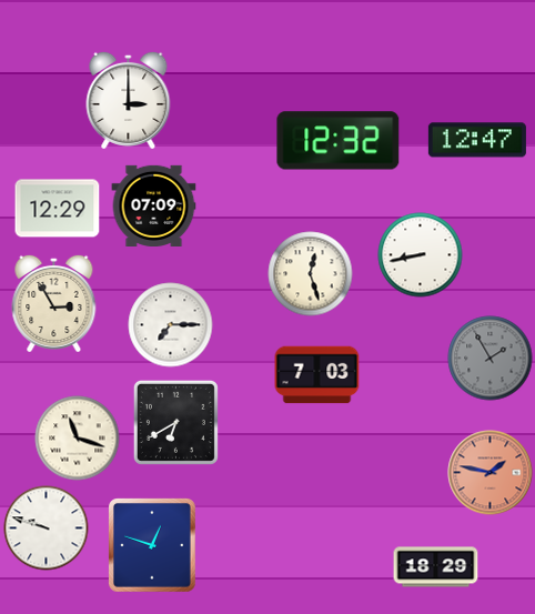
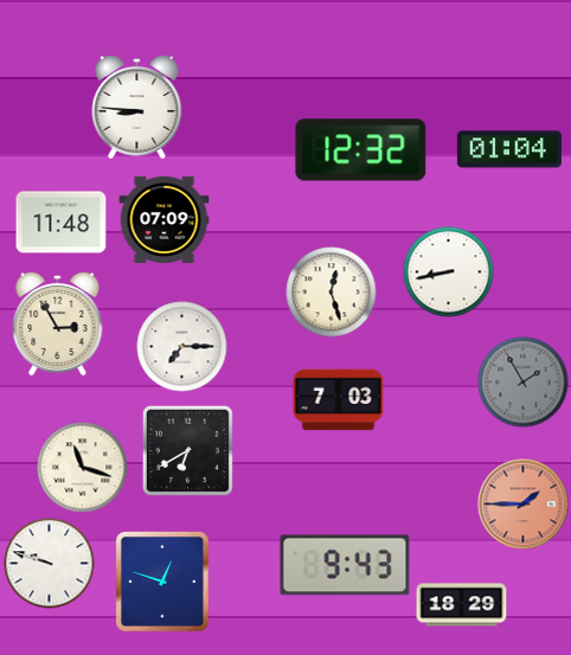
clock at (129, 100): 3:00 -> 8:46
clock at (477, 140): 12:47 -> 01:04
clock at (58, 209): 12:29 -> 11:48
clock at (491, 473): 1:47 -> 1:45
clock at (345, 565): none -> 9:43
clock at (436, 567) position: (436, 567) -> (462, 605)
